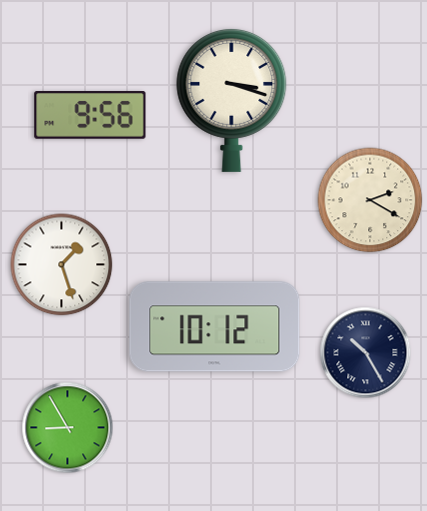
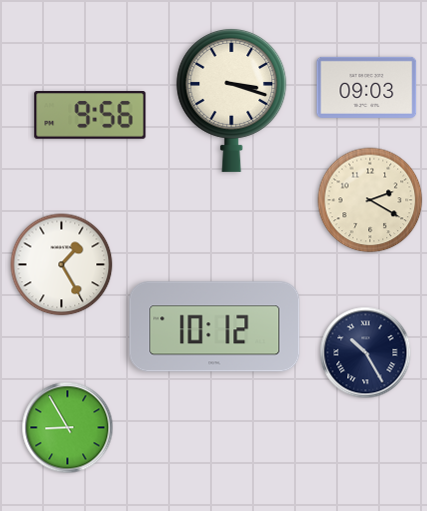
clock at (367, 87): none -> 09:03
clock at (62, 265): 1:27 -> 1:25
